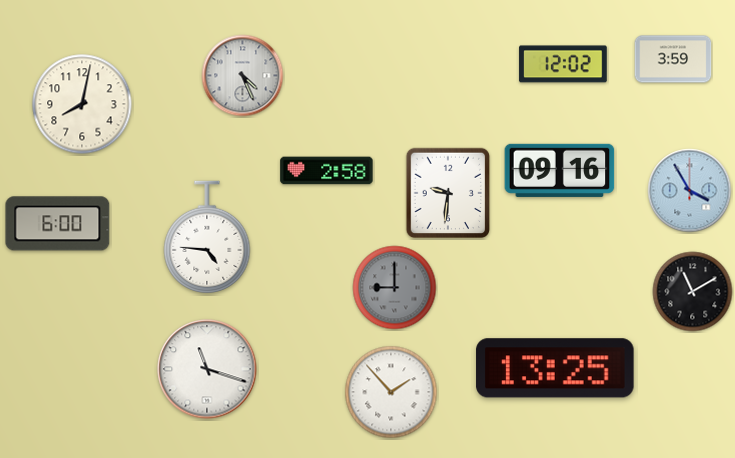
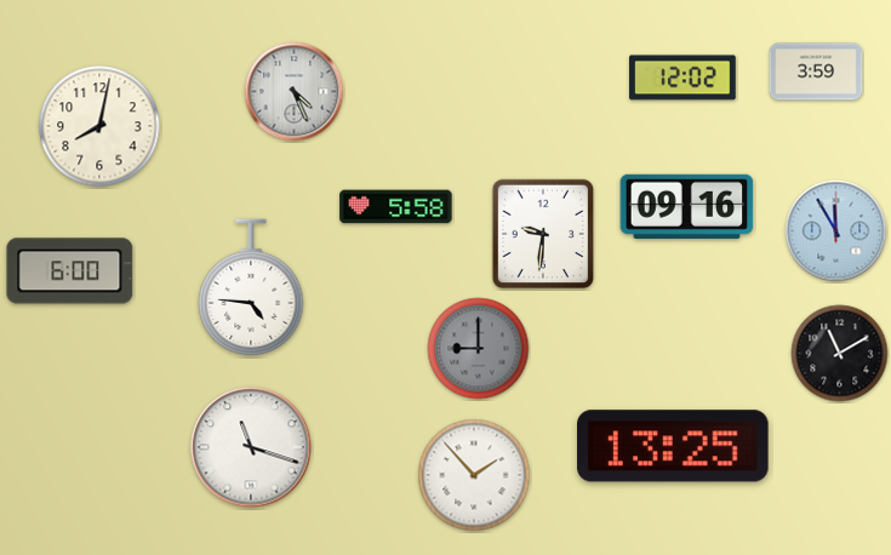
clock at (560, 170) position: (560, 170) -> (687, 206)
clock at (327, 171): 2:58 -> 5:58
clock at (690, 191): 3:55 -> 11:55
